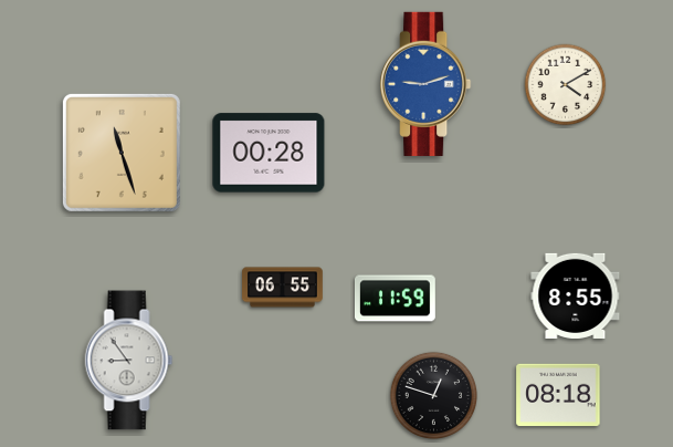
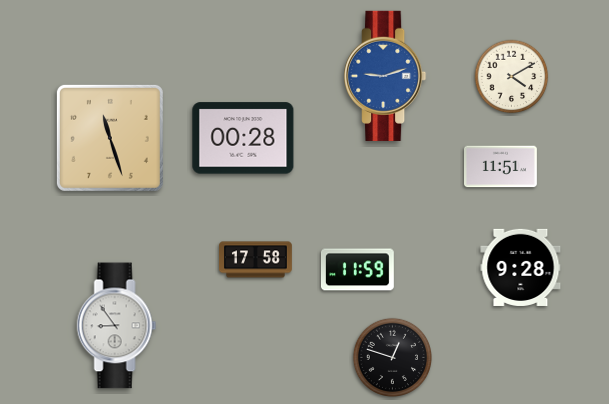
clock at (501, 167): none -> 11:51
clock at (283, 288): 06:55 -> 17:58
clock at (576, 295): 8:55 -> 9:28
clock at (558, 395): 08:18 -> none
